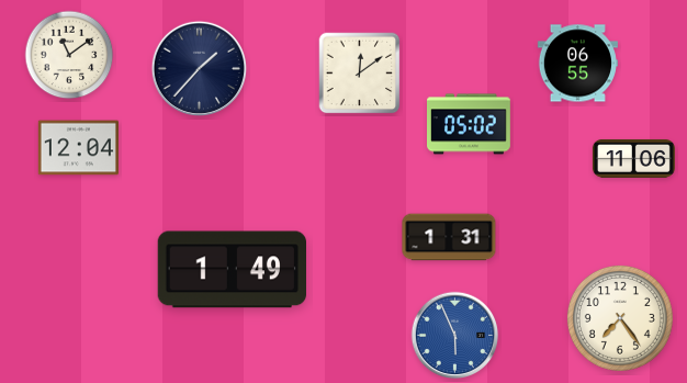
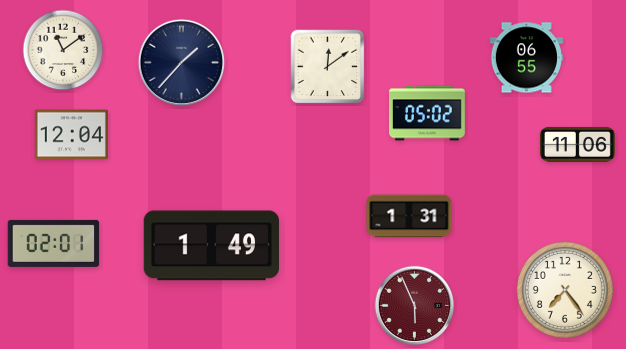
clock at (54, 243): none -> 02:01
clock at (455, 336) dial: blue -> burgundy
